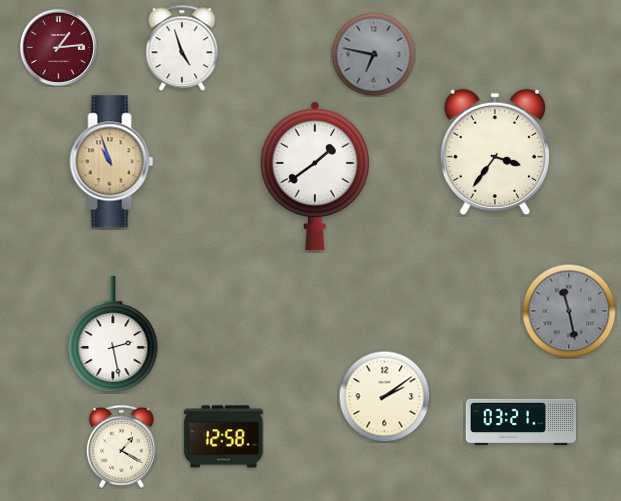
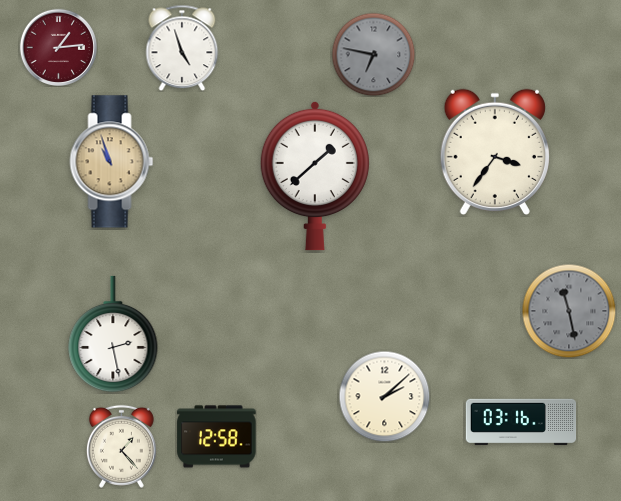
clock at (315, 176): 1:39 -> 1:38
clock at (384, 396): 2:09 -> 2:08
clock at (521, 422): 03:21 -> 03:16
clock at (224, 437) position: (224, 437) -> (217, 437)
clock at (121, 446): 1:20 -> 1:23
